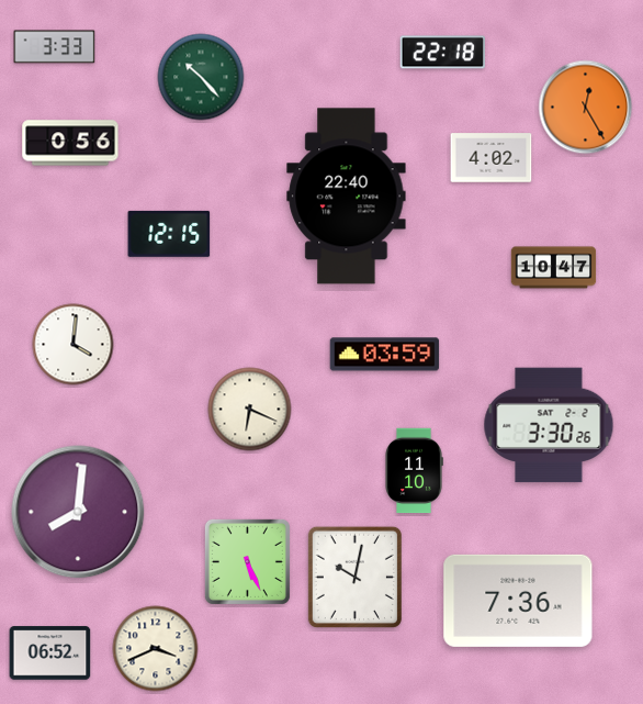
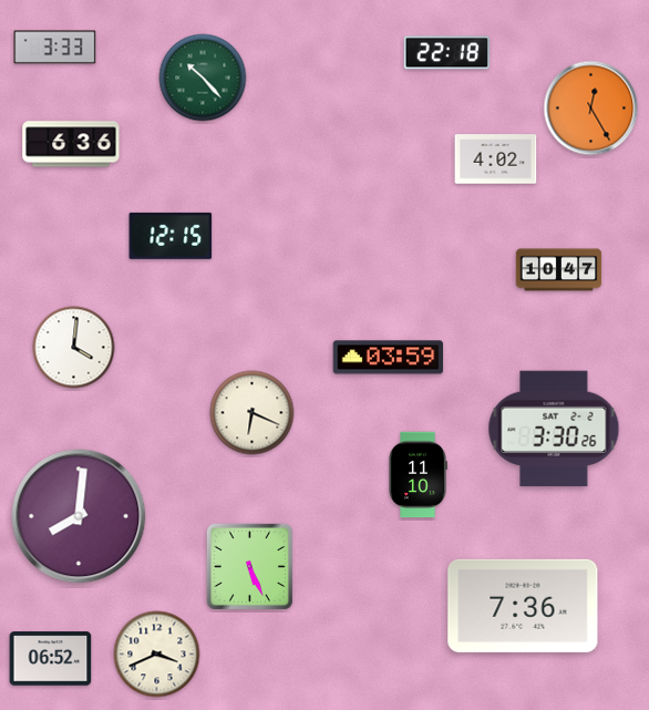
clock at (70, 143): 0:56 -> 6:36
clock at (347, 197): 22:40 -> none
clock at (354, 577): 10:02 -> none
